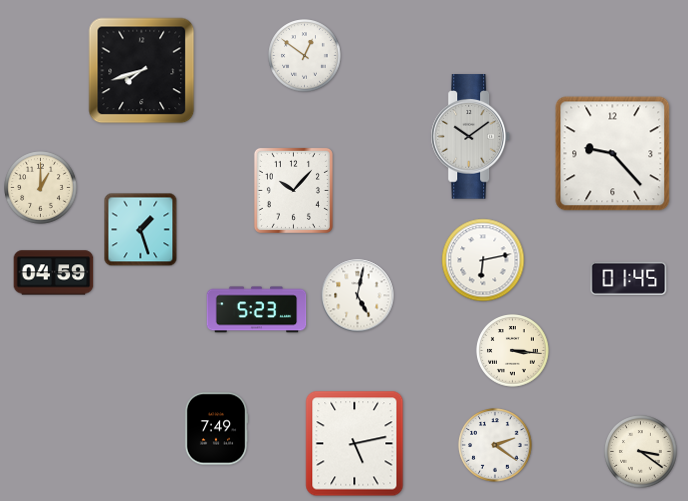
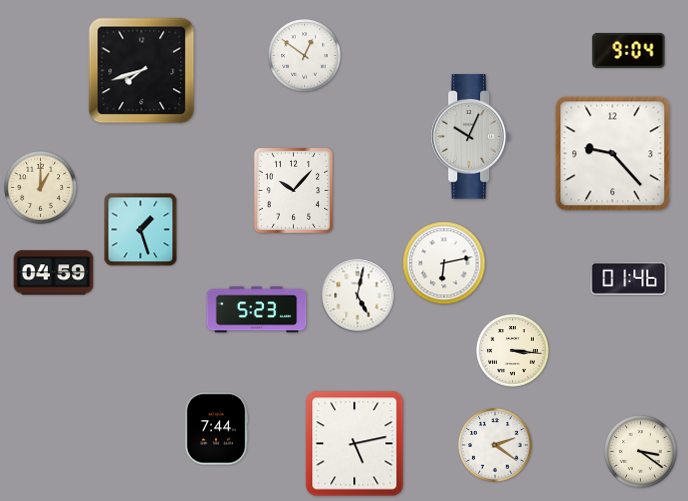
clock at (629, 50): none -> 9:04
clock at (471, 137): 10:09 -> 10:04
clock at (483, 260) position: (483, 260) -> (444, 263)
clock at (629, 278): 01:45 -> 01:46
clock at (216, 429): 7:49 -> 7:44
